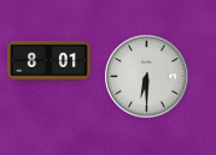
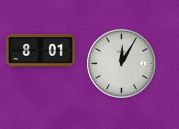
clock at (147, 77): 6:30 -> 12:05
